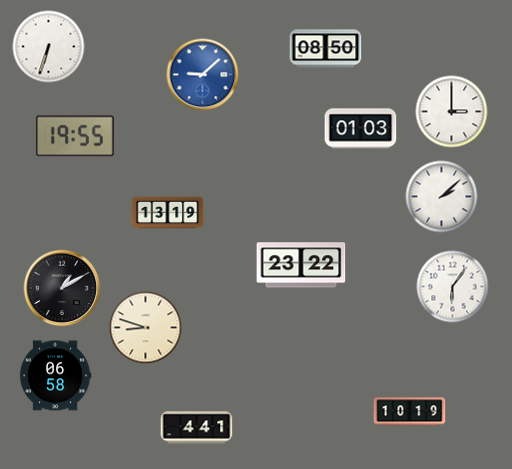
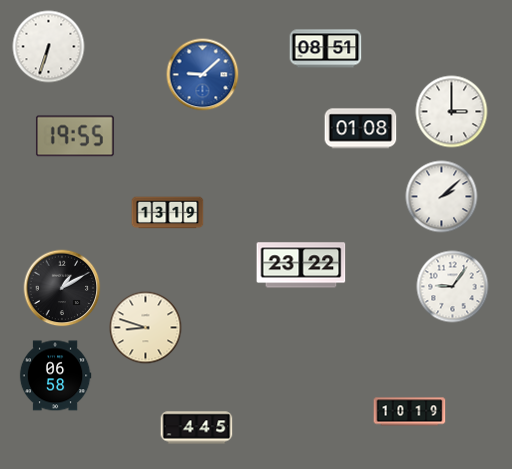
clock at (326, 49): 08:50 -> 08:51
clock at (361, 129): 01:03 -> 01:08
clock at (453, 287): 6:06 -> 9:06
clock at (197, 428): 4:41 -> 4:45
